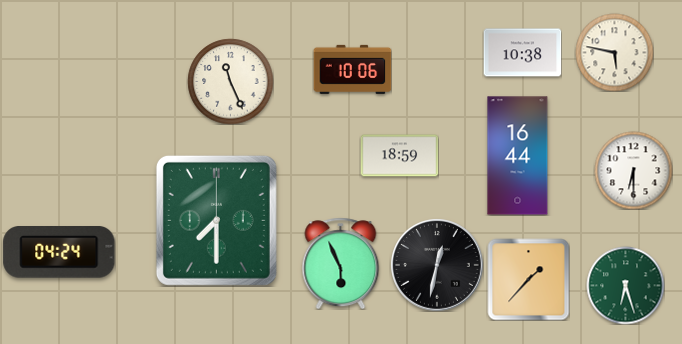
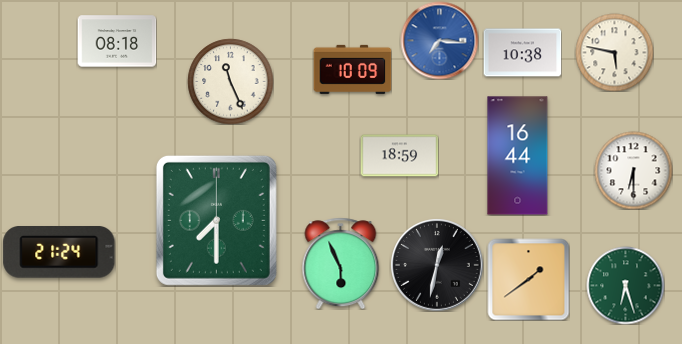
clock at (439, 40): none -> 7:16
clock at (117, 41): none -> 08:18
clock at (352, 69): 10:06 -> 10:09
clock at (59, 253): 04:24 -> 21:24
clock at (528, 279): 1:37 -> 1:39
